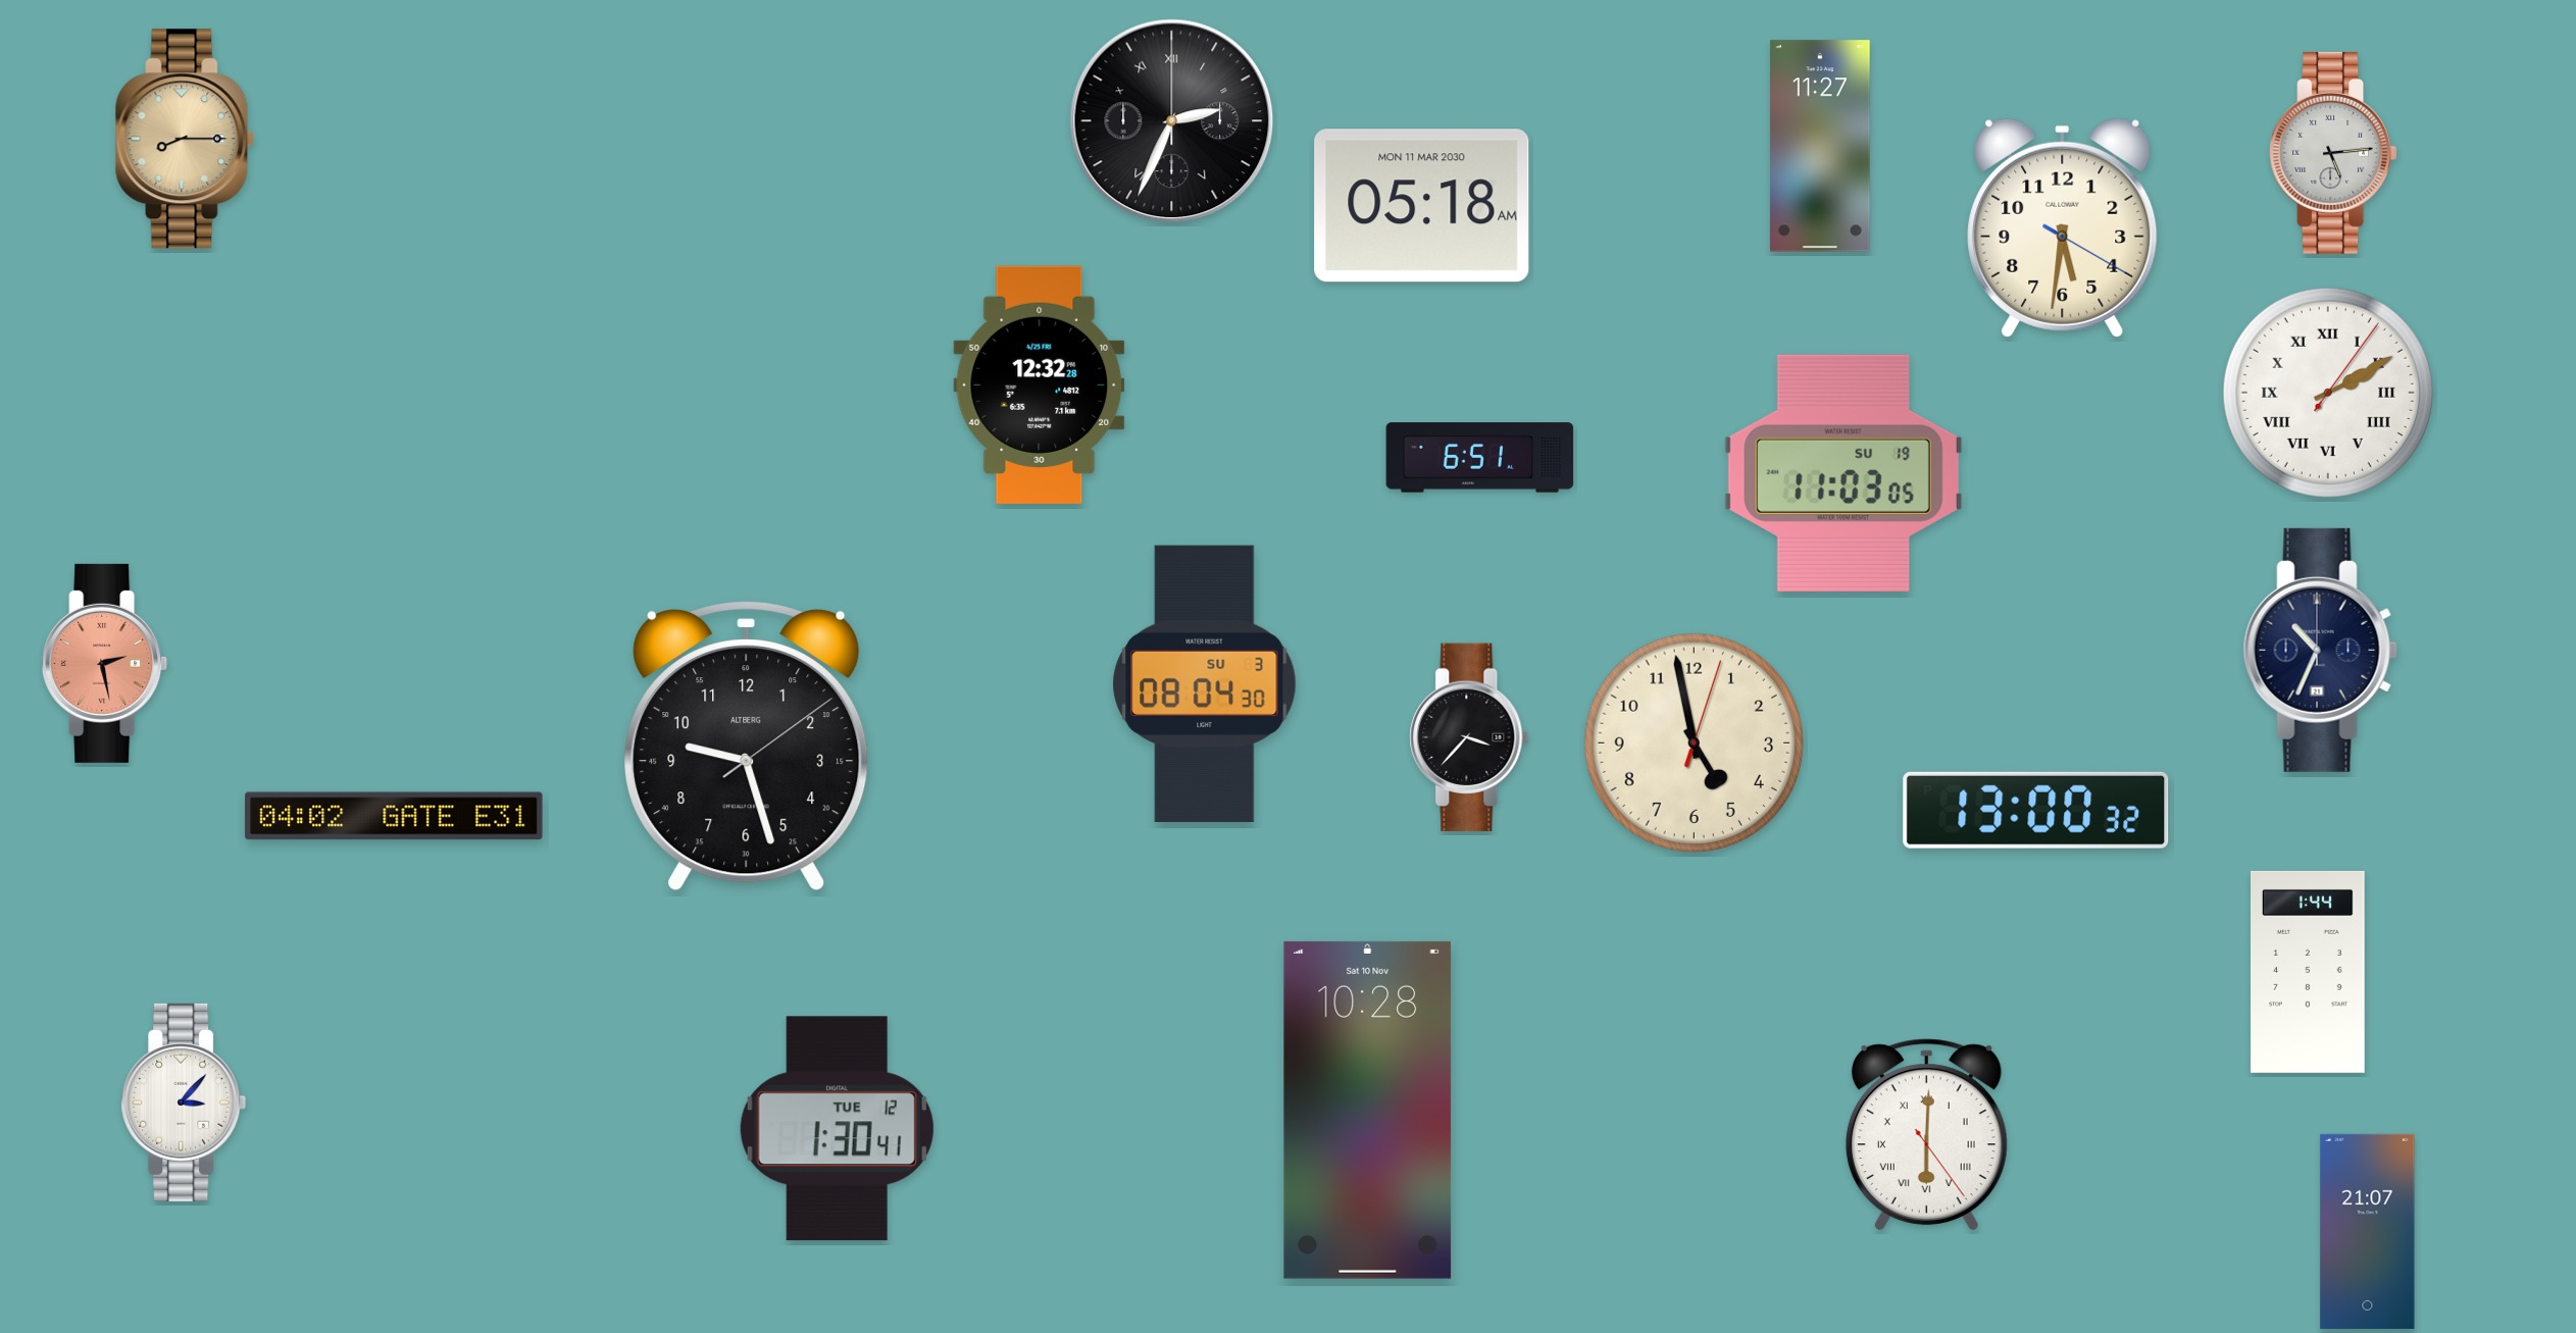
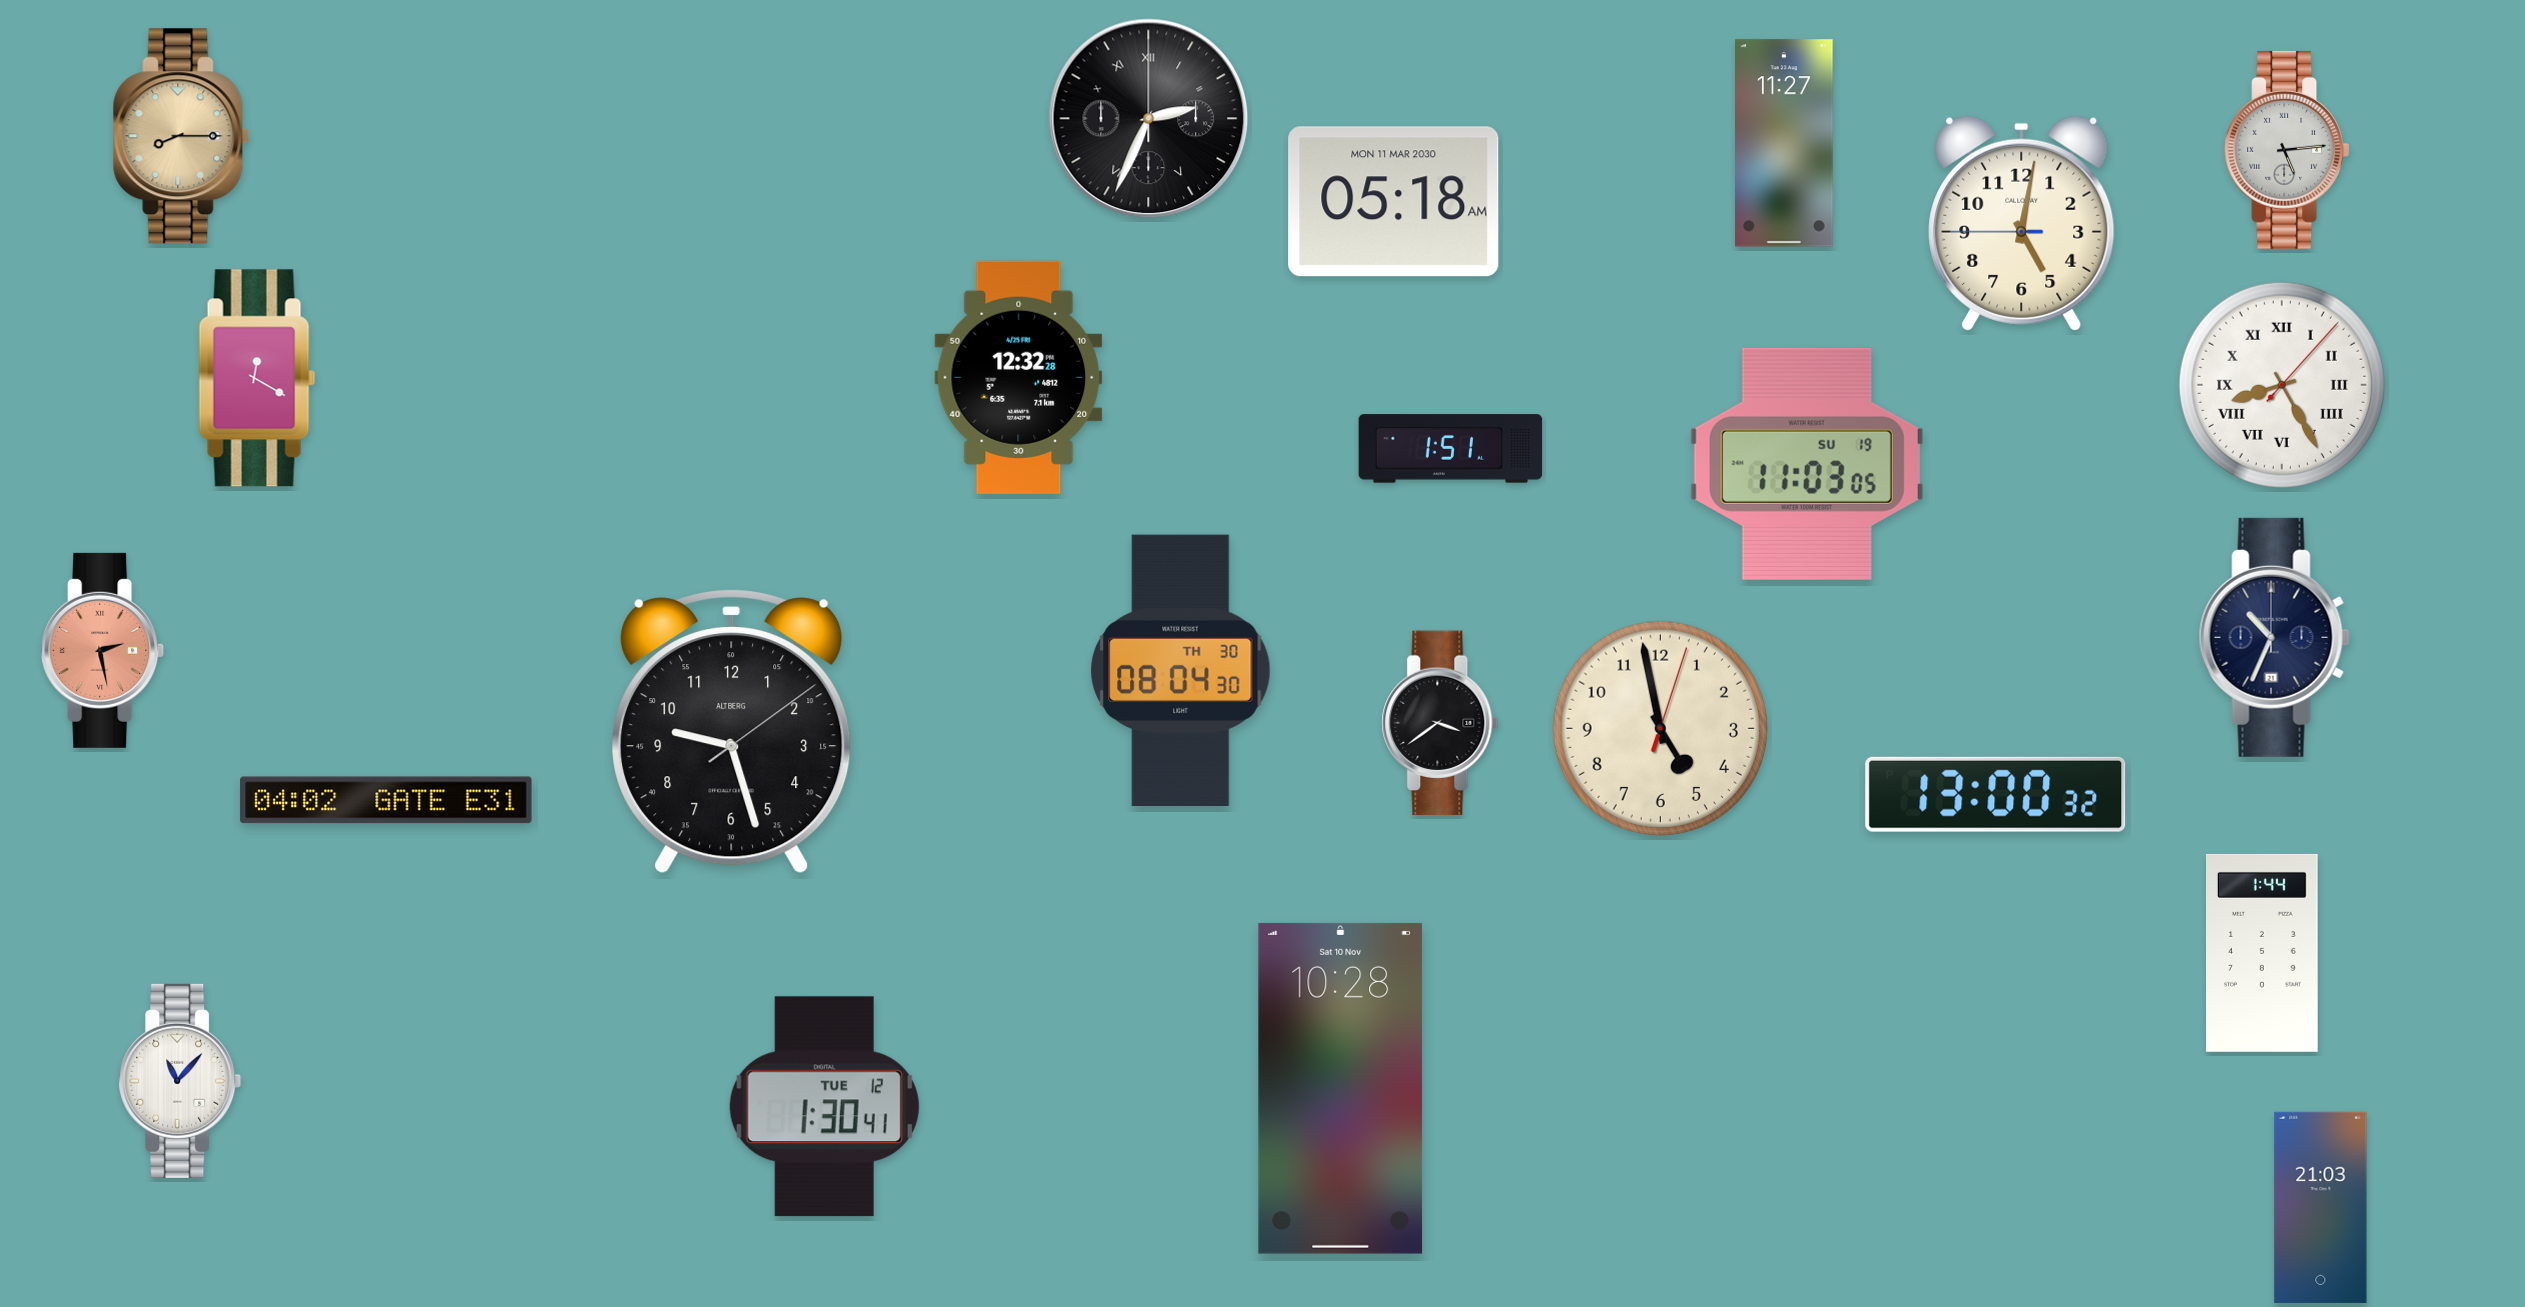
clock at (2063, 227): 5:31 -> 5:01
clock at (257, 378): none -> 12:20
clock at (2328, 393): 2:10 -> 8:25
clock at (1480, 458): 6:51 -> 1:51
clock at (1205, 683) date: SU 3 -> TH 30
clock at (1469, 737): 3:37 -> 3:39
clock at (184, 1103): 3:07 -> 11:07
clock at (837, 1129) position: (837, 1129) -> (824, 1107)
clock at (1926, 1134): 6:00 -> none
clock at (2368, 1231): 21:07 -> 21:03
